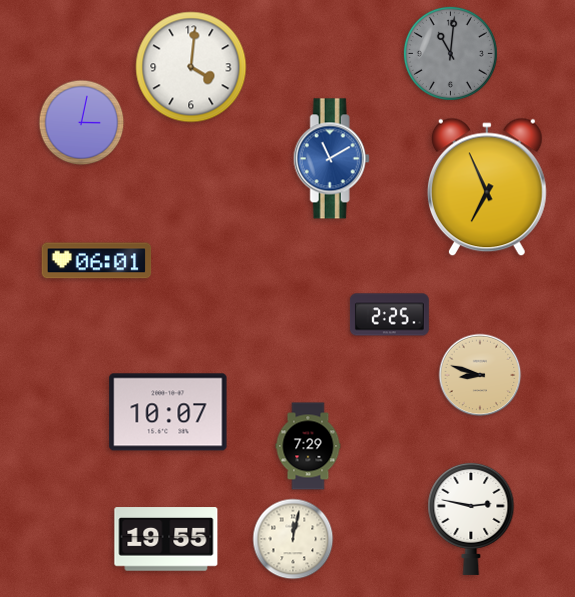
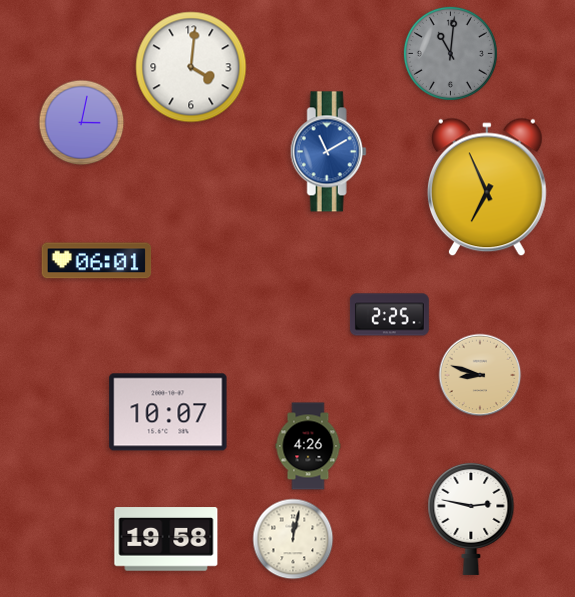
clock at (331, 159) position: (331, 159) -> (328, 152)
clock at (308, 446): 7:29 -> 4:26
clock at (166, 539): 19:55 -> 19:58
